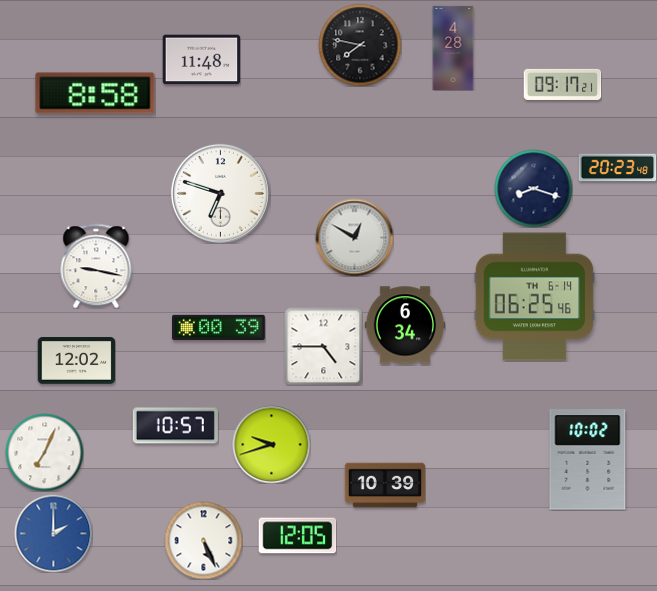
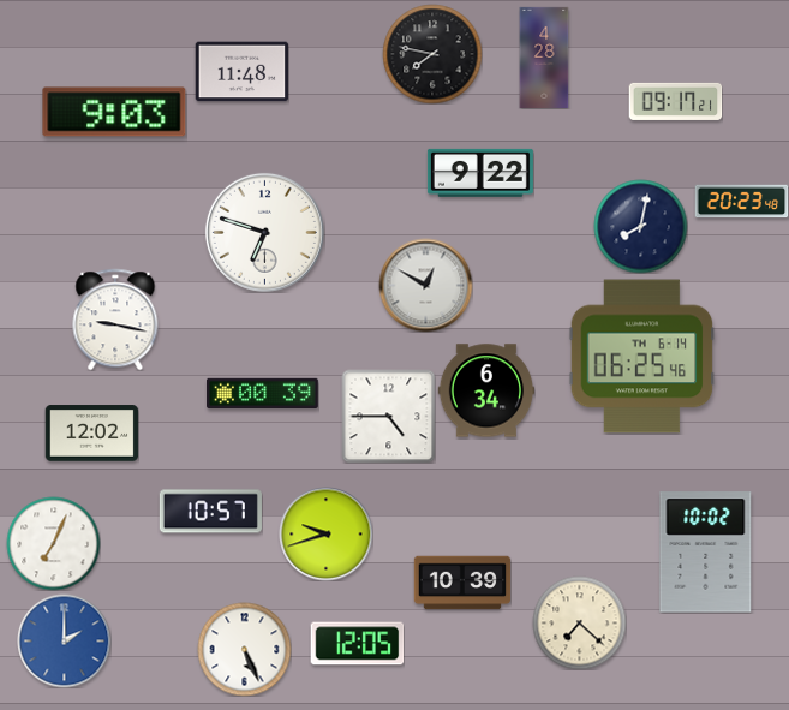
clock at (95, 93): 8:58 -> 9:03
clock at (480, 173): none -> 9:22
clock at (533, 188): 8:18 -> 8:02
clock at (579, 622): none -> 7:22
